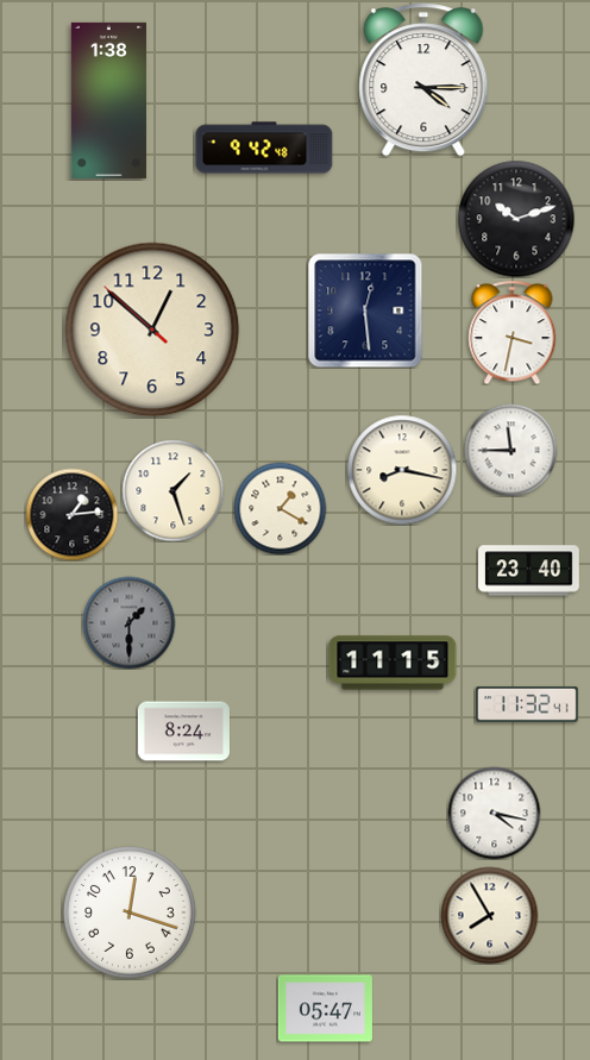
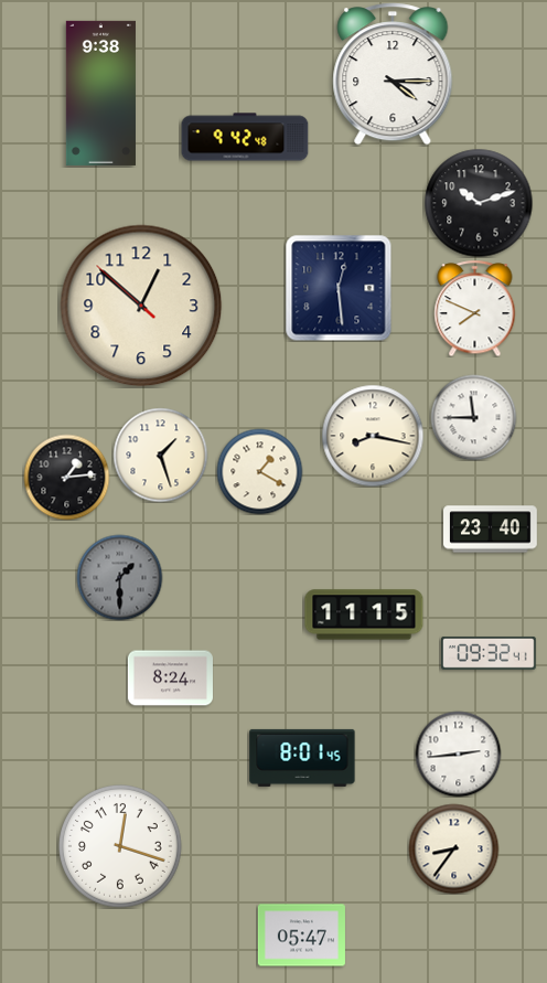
clock at (108, 100): 1:38 -> 9:38
clock at (513, 332): 3:32 -> 7:49
clock at (528, 704): 11:32 -> 09:32
clock at (494, 813): 4:17 -> 2:44
clock at (302, 758): none -> 8:01
clock at (489, 915): 7:55 -> 8:36
